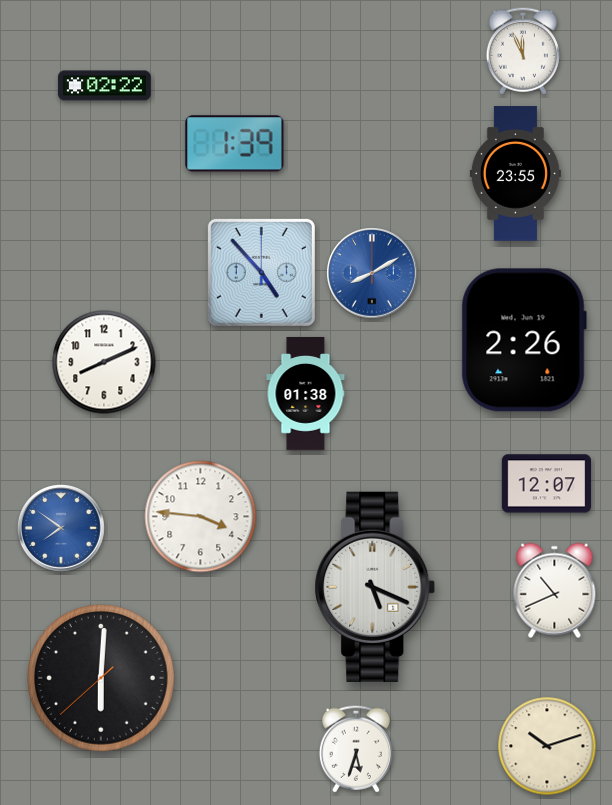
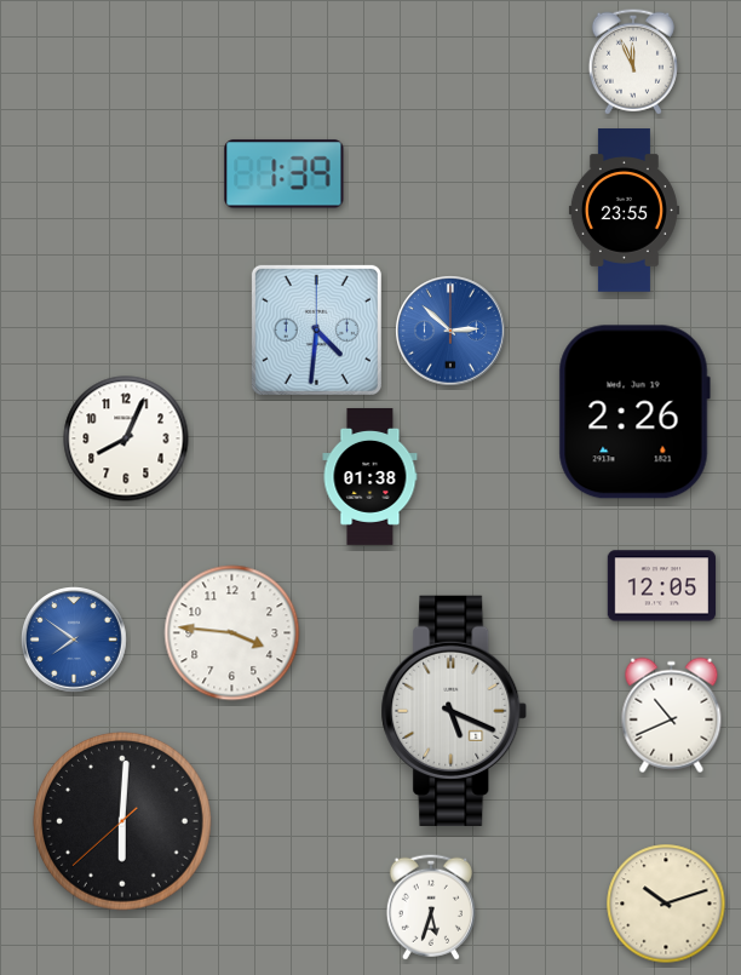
clock at (104, 86): 02:22 -> none
clock at (261, 272): 4:53 -> 4:31
clock at (372, 273): 8:10 -> 2:52
clock at (104, 362): 8:11 -> 8:04
clock at (546, 484): 12:07 -> 12:05
clock at (201, 517) position: (201, 517) -> (232, 633)
clock at (547, 746) position: (547, 746) -> (666, 904)
